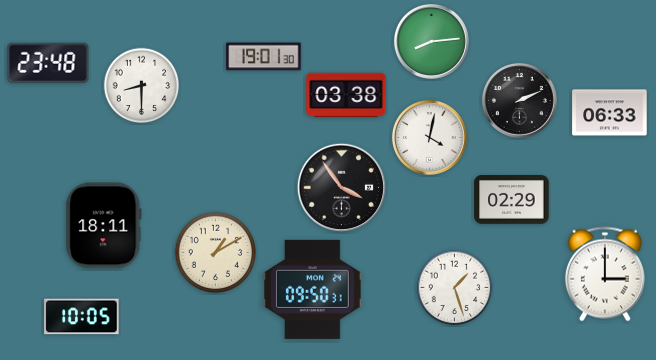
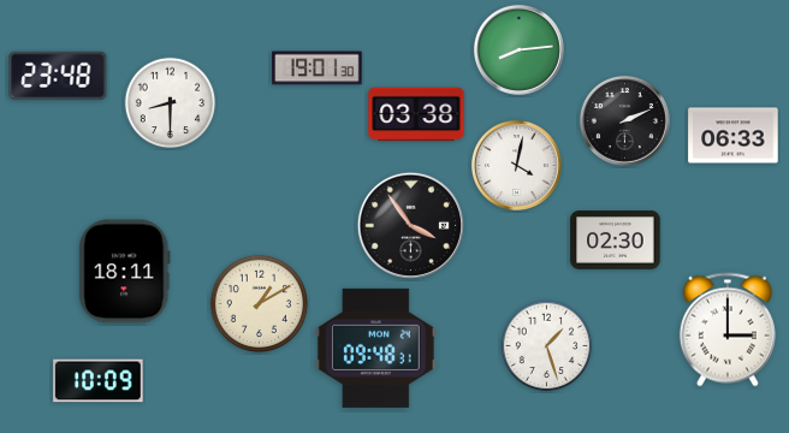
clock at (512, 200): 02:29 -> 02:30
clock at (312, 289): 09:50 -> 09:48
clock at (82, 317): 10:05 -> 10:09
